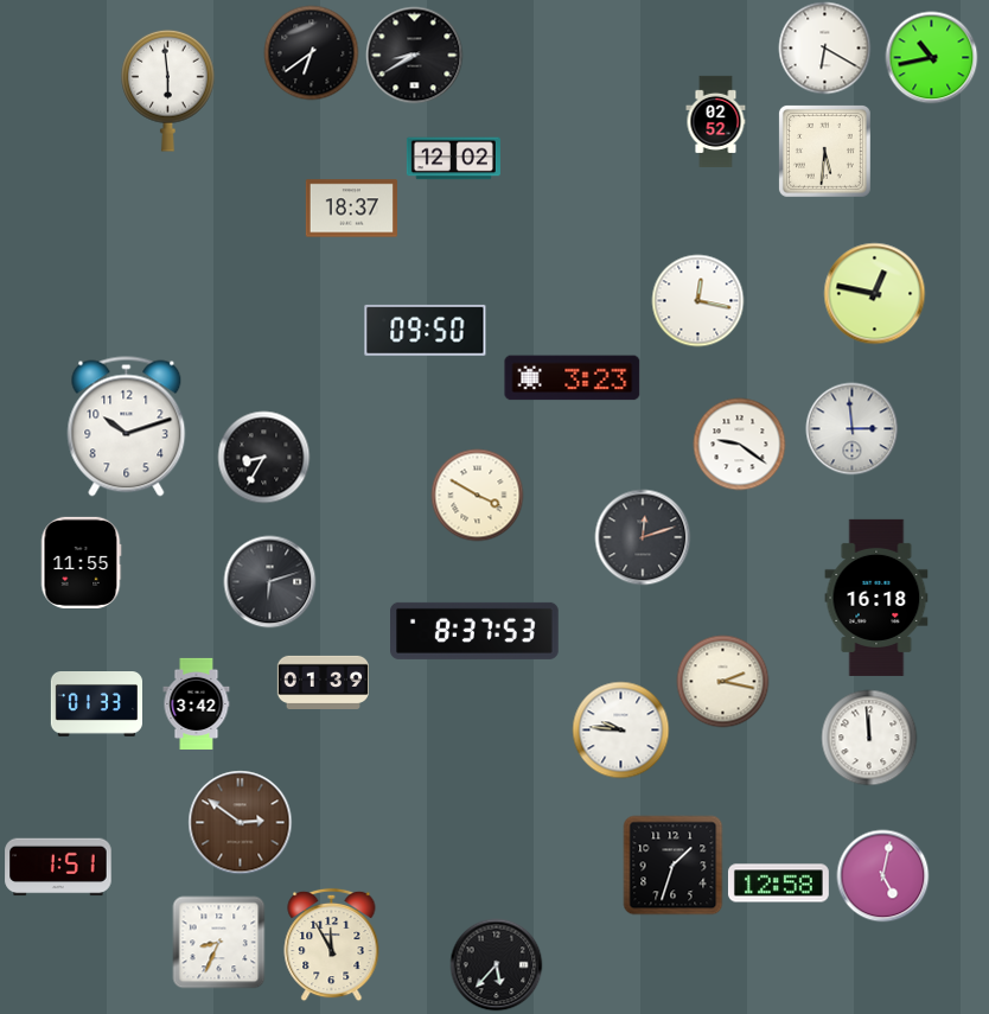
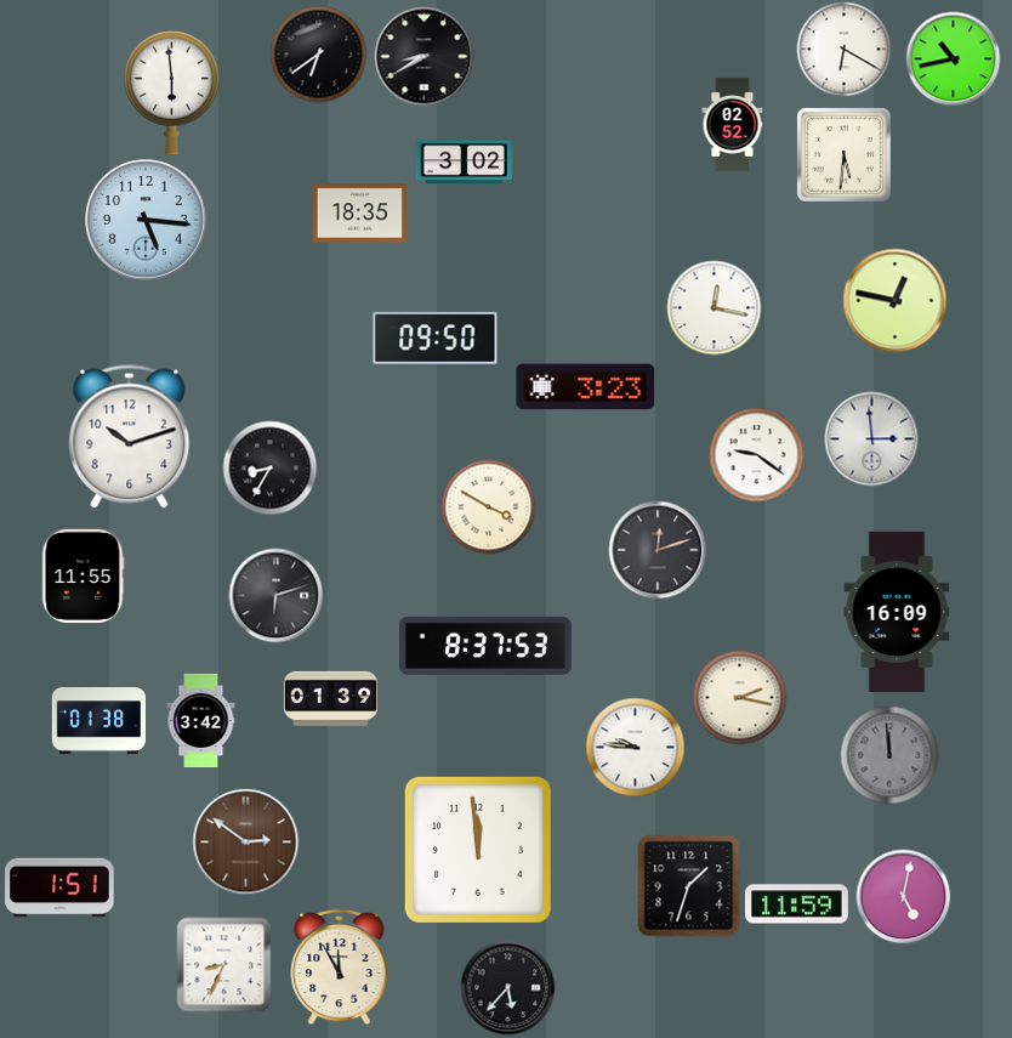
clock at (453, 159): 12:02 -> 3:02
clock at (351, 209): 18:37 -> 18:35
clock at (146, 220): none -> 5:16
clock at (876, 598): 16:18 -> 16:09
clock at (96, 704): 01:33 -> 01:38
clock at (869, 738) dial: white -> grey
clock at (478, 850): none -> 11:59
clock at (778, 884): 12:58 -> 11:59
